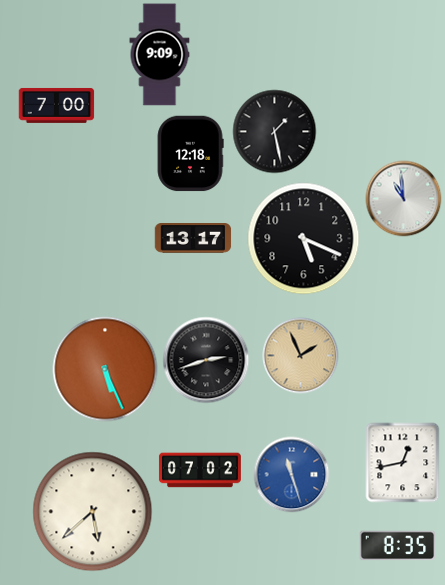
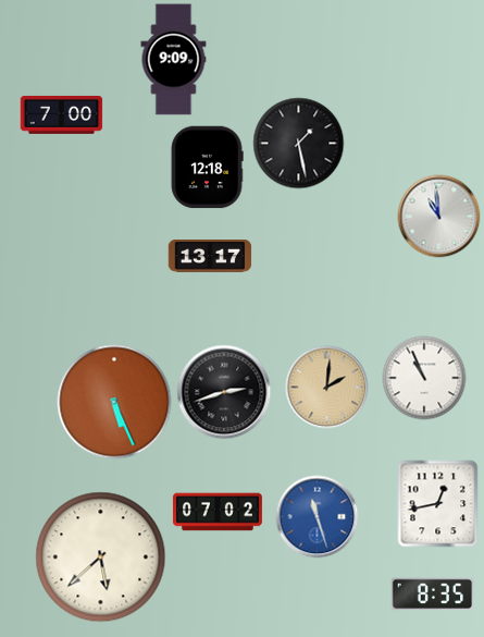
clock at (193, 238) position: (193, 238) -> (210, 256)
clock at (304, 239): 5:19 -> none
clock at (424, 378): none -> 10:56
clock at (301, 356): 1:56 -> 2:01
